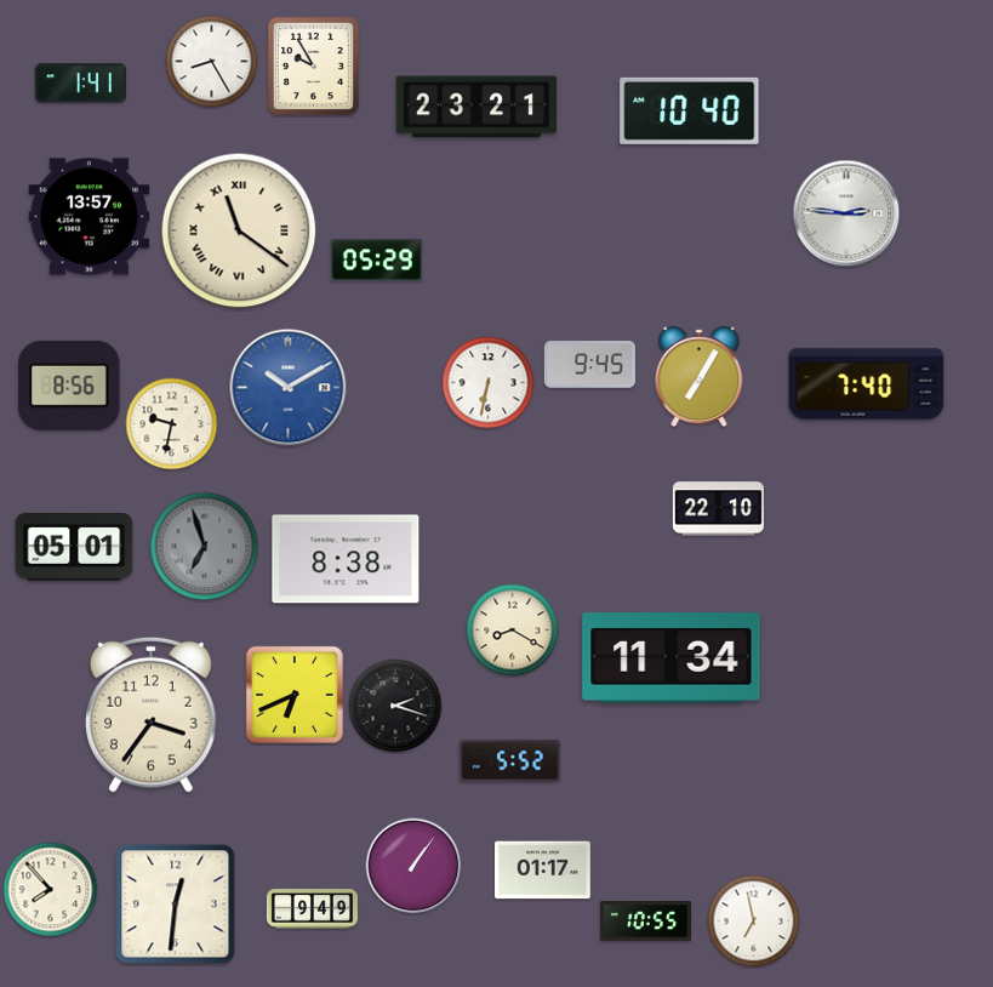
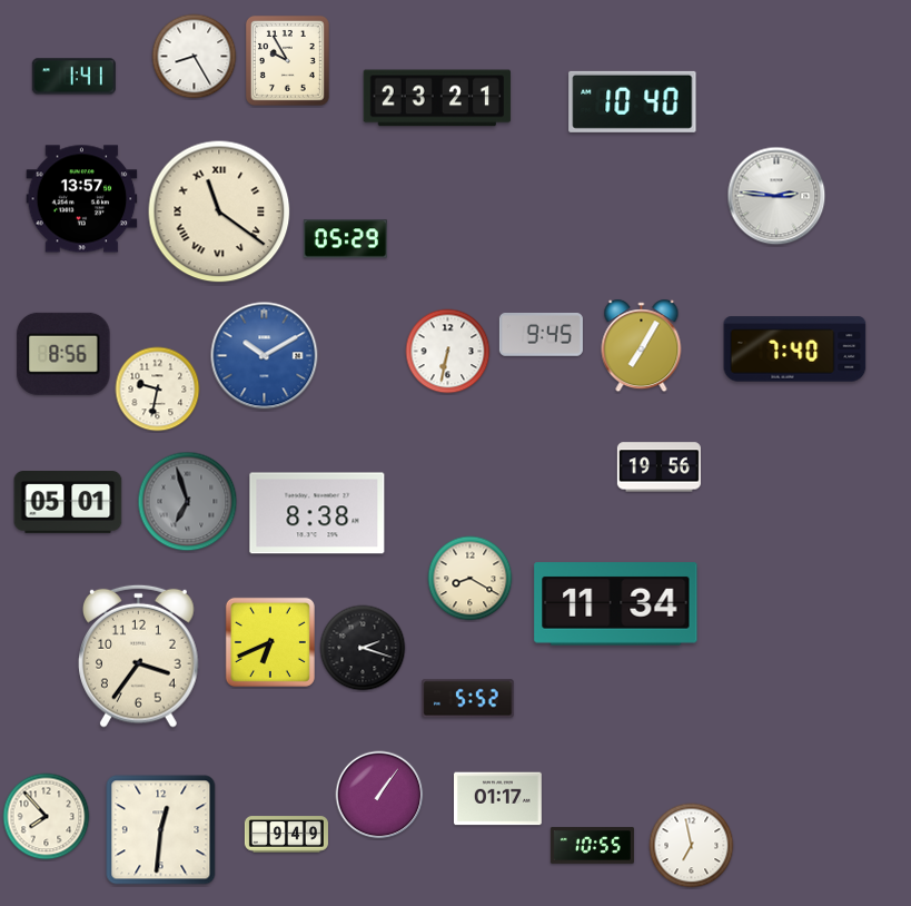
clock at (867, 384) position: (867, 384) -> (795, 349)
clock at (718, 509): 22:10 -> 19:56
clock at (295, 695) position: (295, 695) -> (270, 642)
